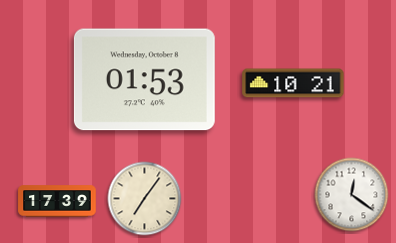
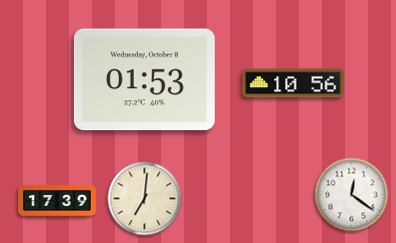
clock at (293, 83): 10:21 -> 10:56
clock at (145, 199): 7:06 -> 7:01
